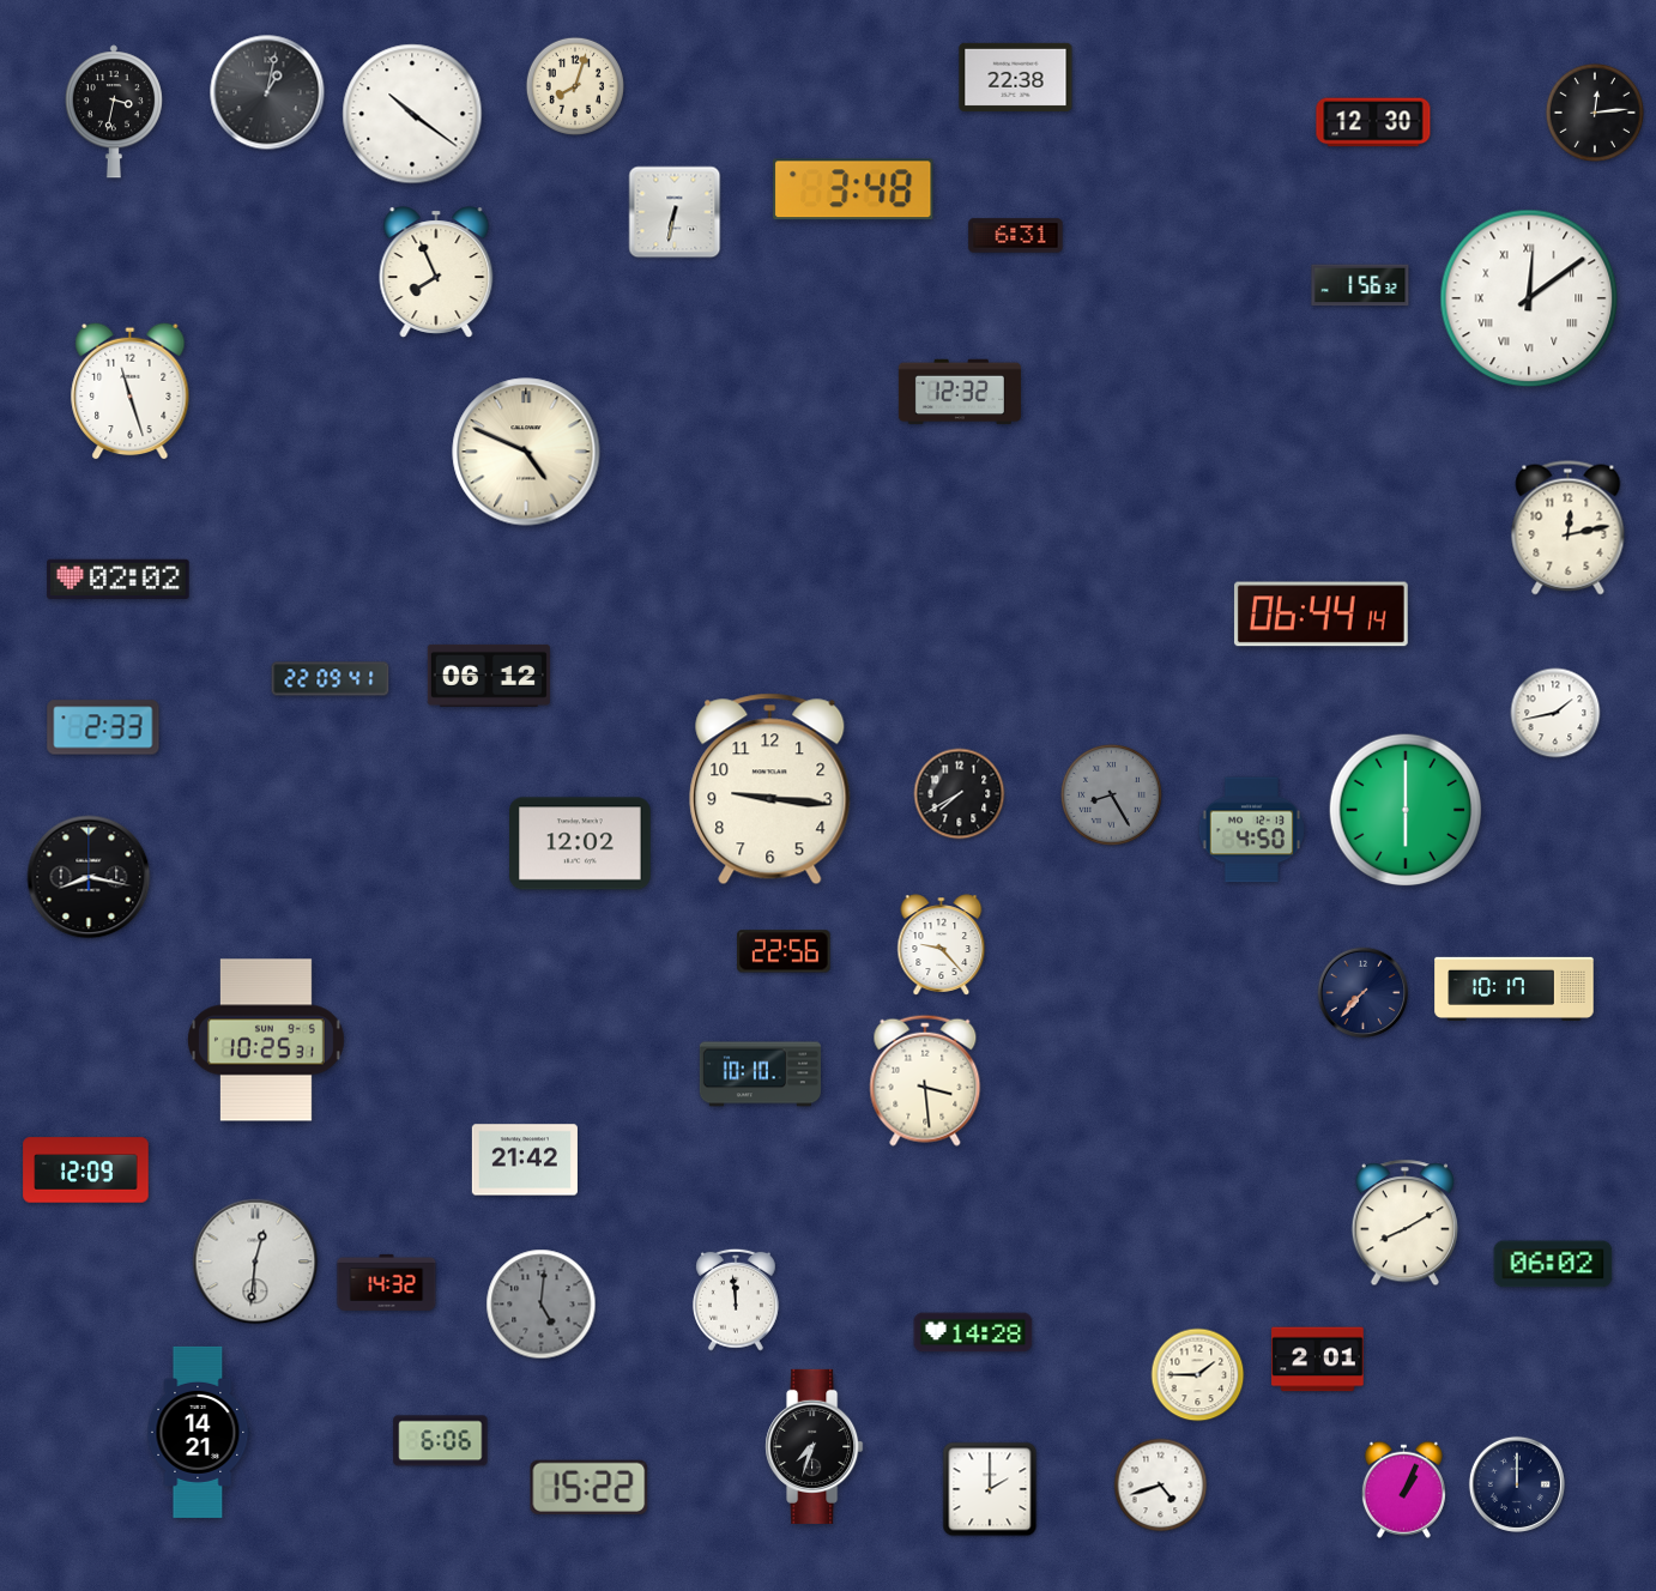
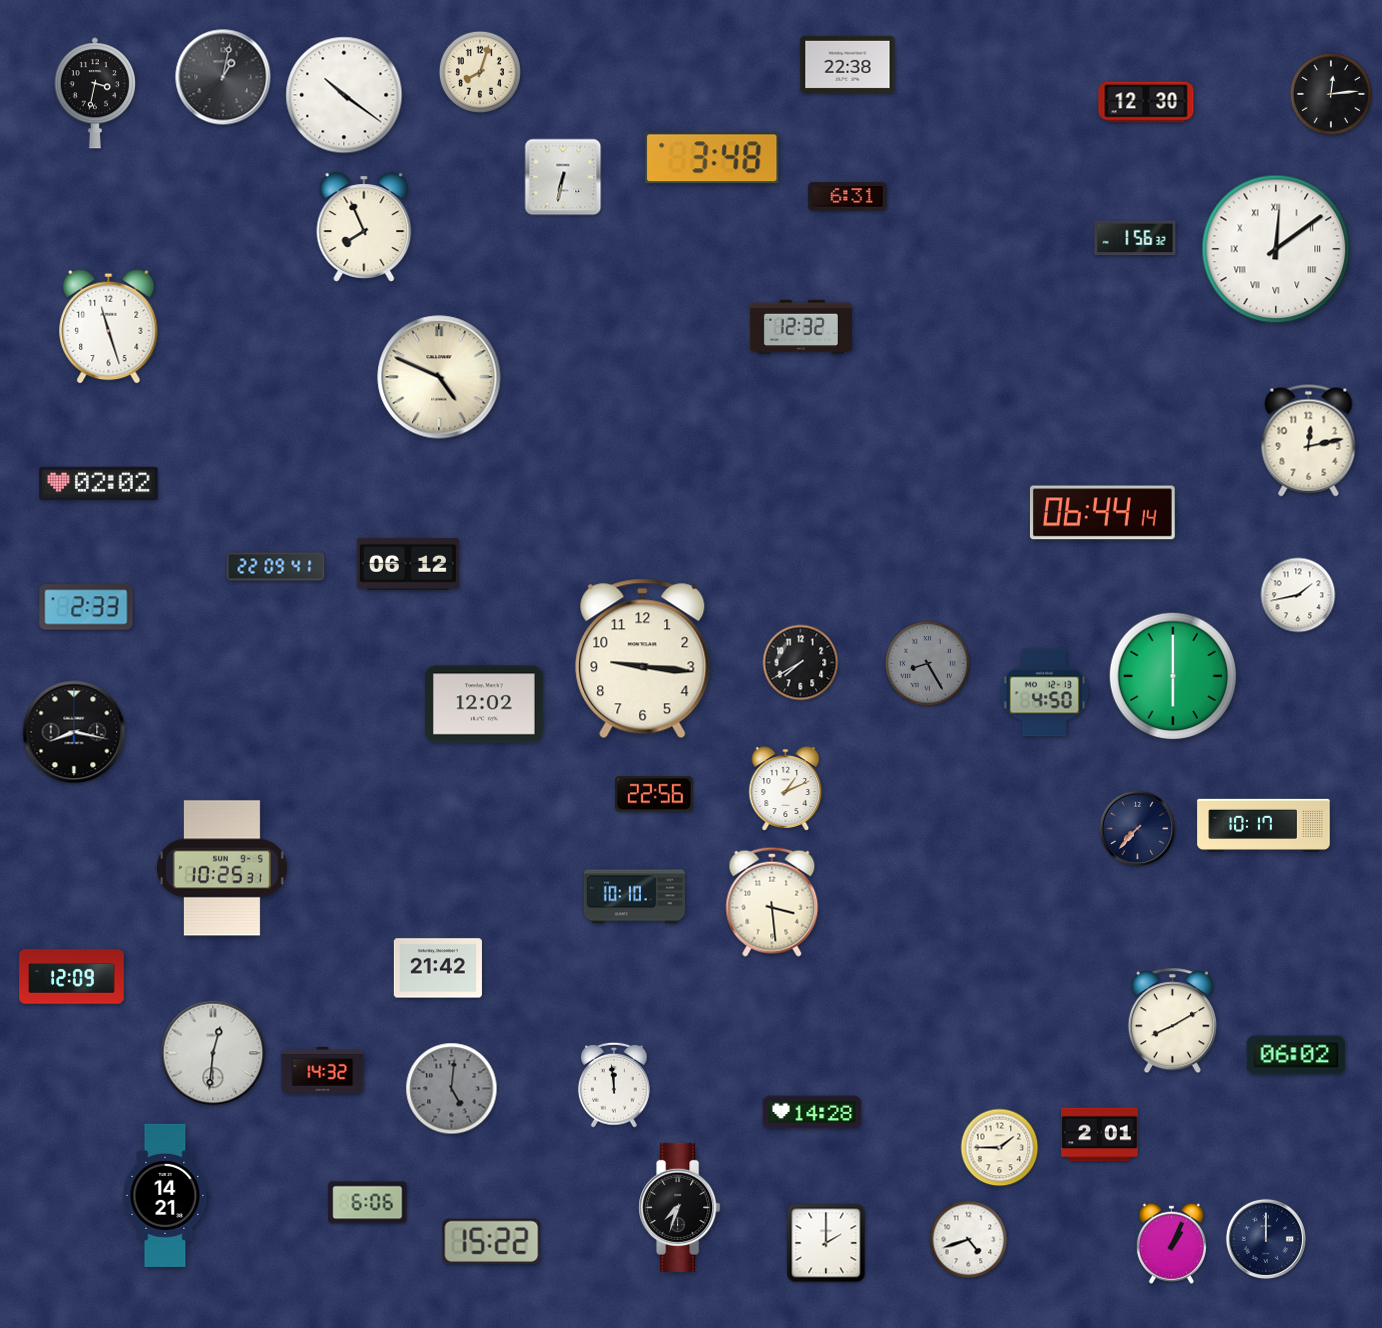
clock at (942, 945): 9:23 -> 1:11
